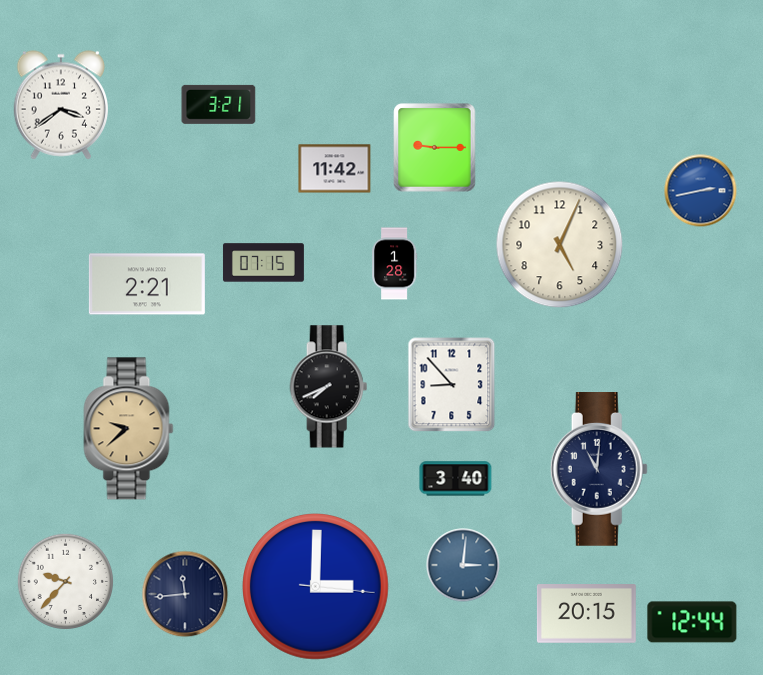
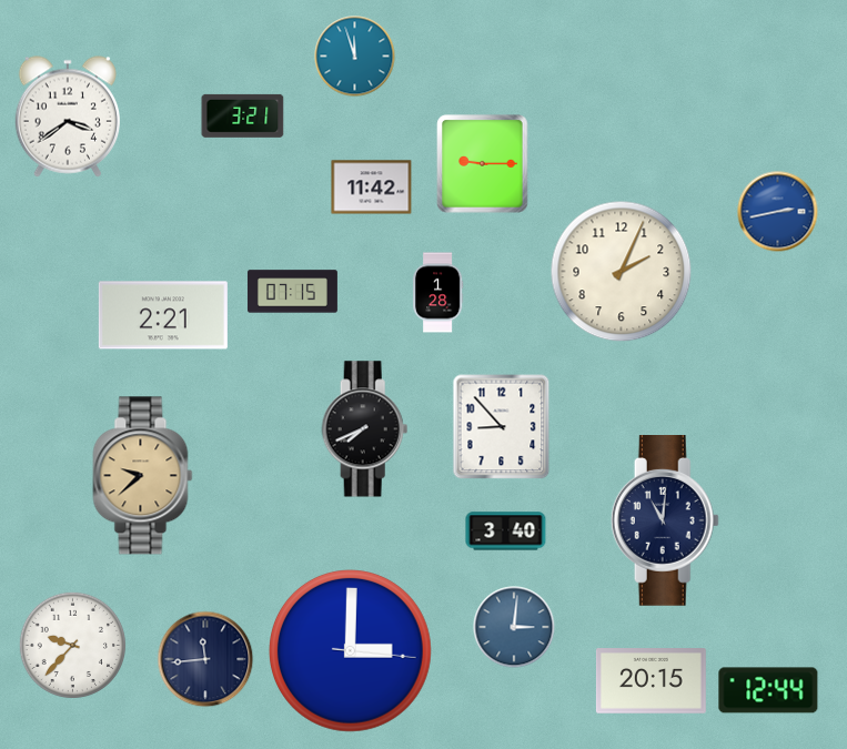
clock at (355, 57): none -> 11:57
clock at (560, 245): 5:04 -> 2:04
